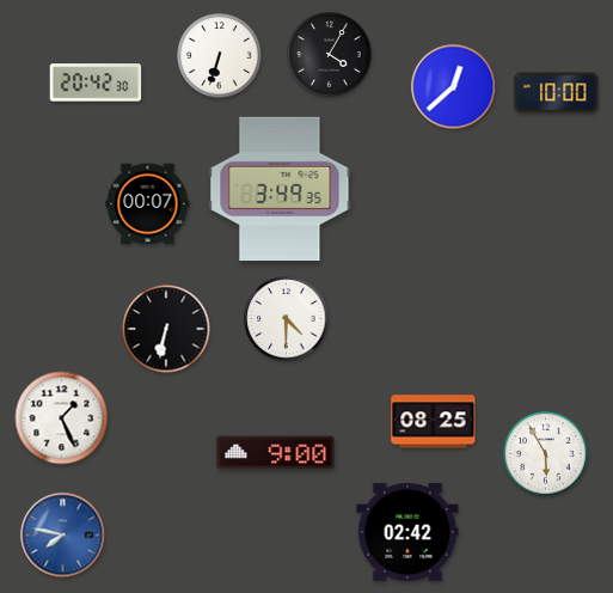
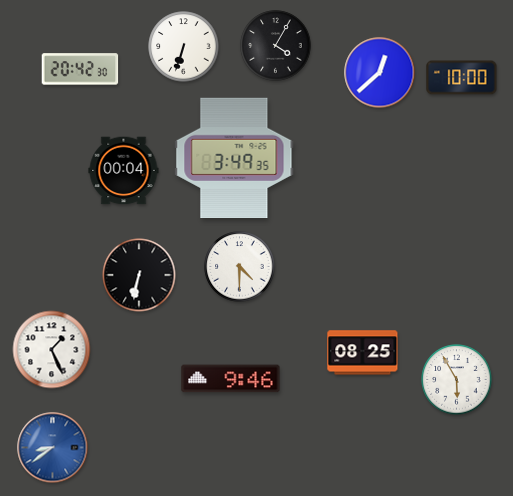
clock at (557, 93) position: (557, 93) -> (462, 78)
clock at (148, 204): 00:07 -> 00:04
clock at (276, 453): 9:00 -> 9:46
clock at (407, 532): 02:42 -> none
clock at (63, 536): 7:47 -> 8:39
